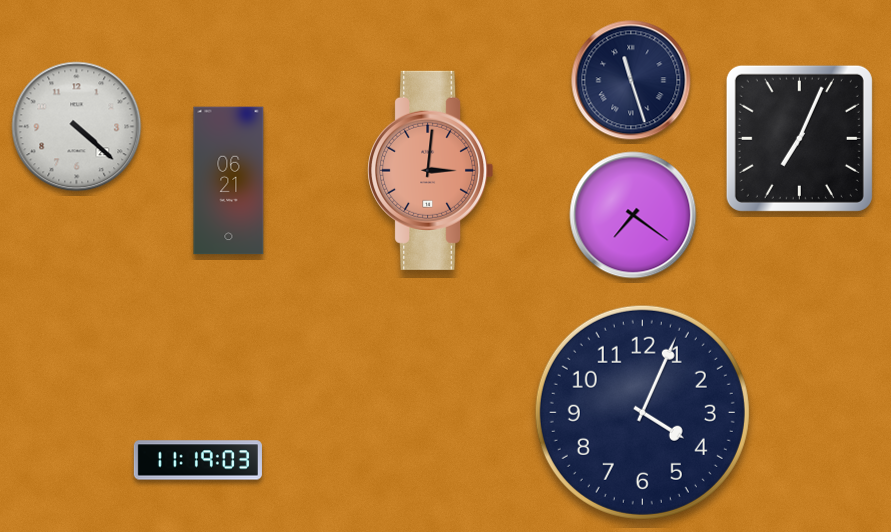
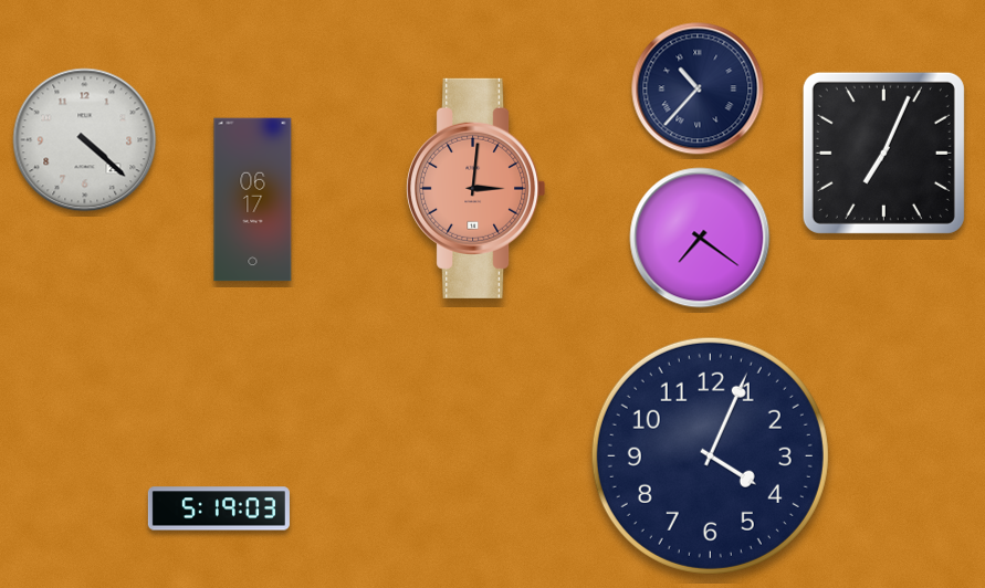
clock at (631, 80): 11:27 -> 10:37
clock at (229, 181): 06:21 -> 06:17
clock at (198, 460): 11:19 -> 5:19
